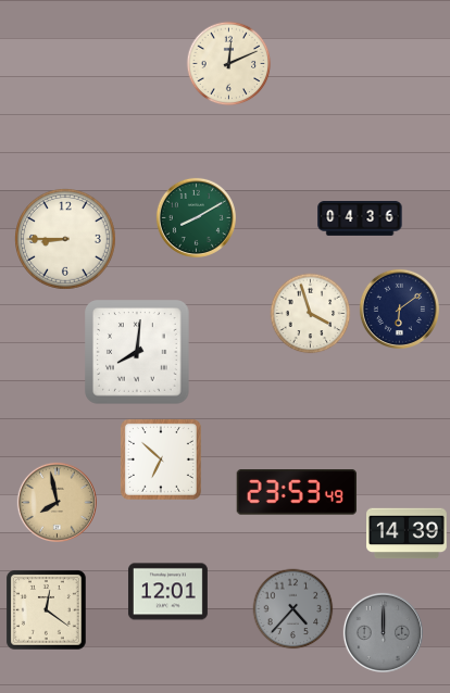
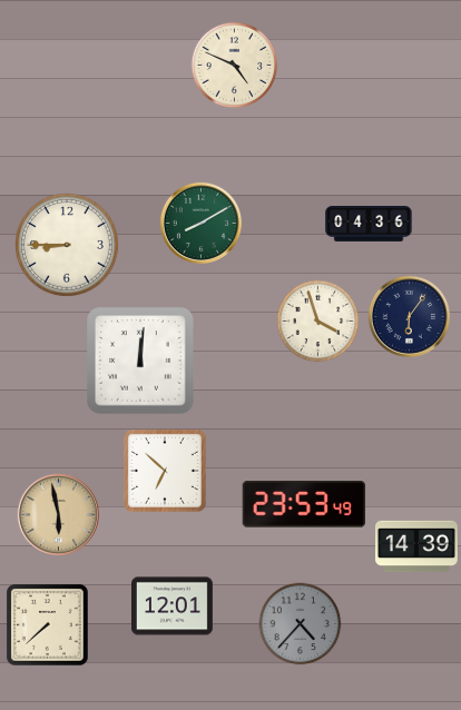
clock at (229, 64): 12:11 -> 4:49
clock at (399, 308): 6:09 -> 6:06
clock at (137, 352): 8:01 -> 12:01
clock at (57, 502): 7:58 -> 5:58
clock at (47, 610): 12:21 -> 7:38
clock at (383, 632): 12:00 -> none
